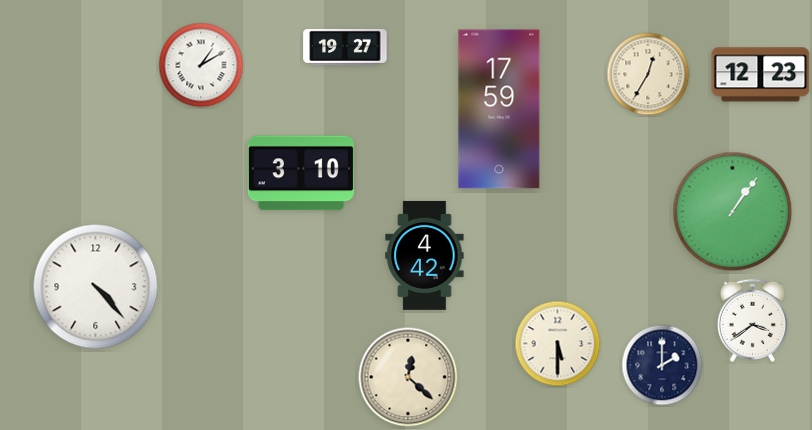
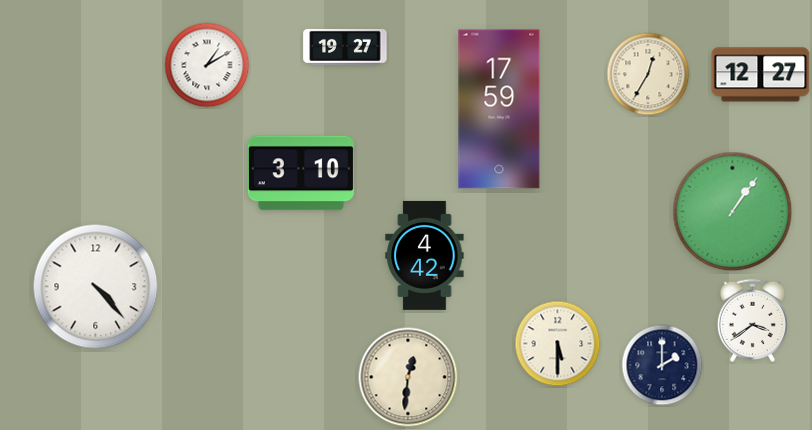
clock at (201, 65) position: (201, 65) -> (207, 65)
clock at (761, 75): 12:23 -> 12:27
clock at (408, 377): 12:22 -> 12:31
